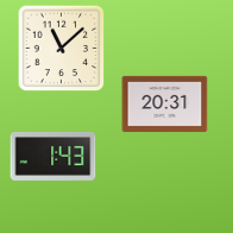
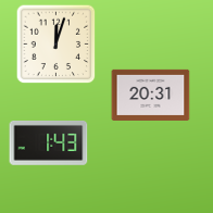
clock at (62, 49): 11:08 -> 12:03
